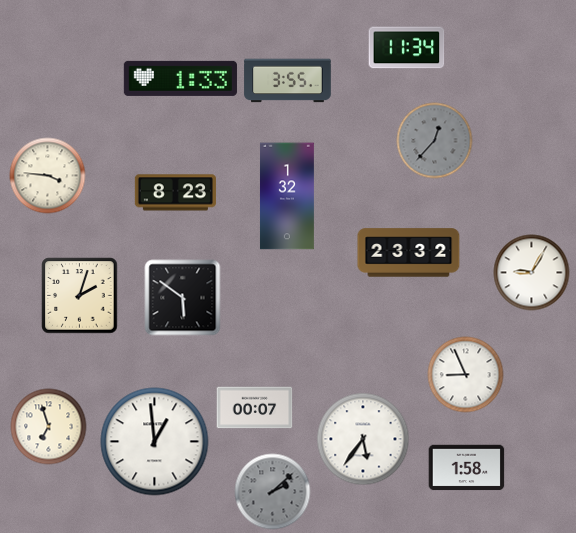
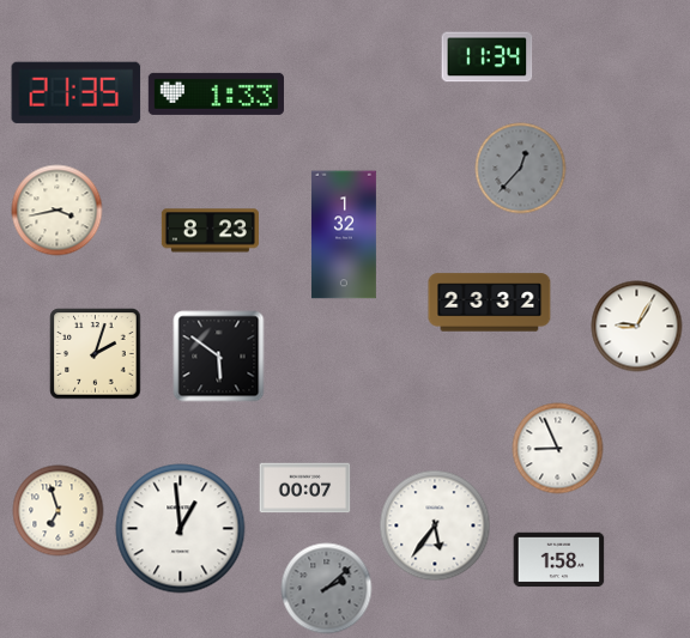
clock at (77, 92): none -> 21:35
clock at (288, 81): 3:55 -> none
clock at (48, 176): 3:46 -> 3:43
clock at (155, 442) position: (155, 442) -> (181, 529)
